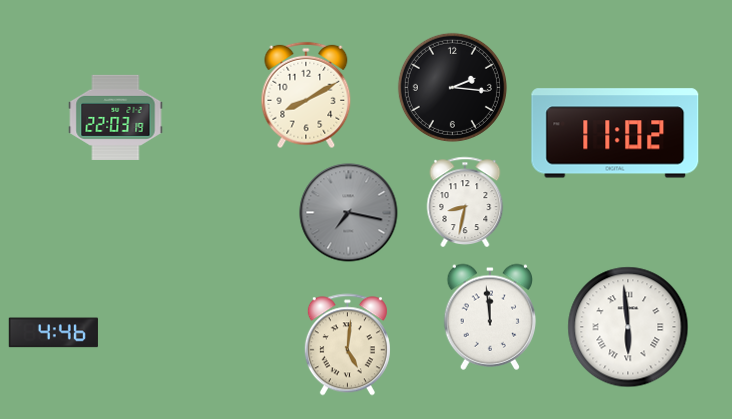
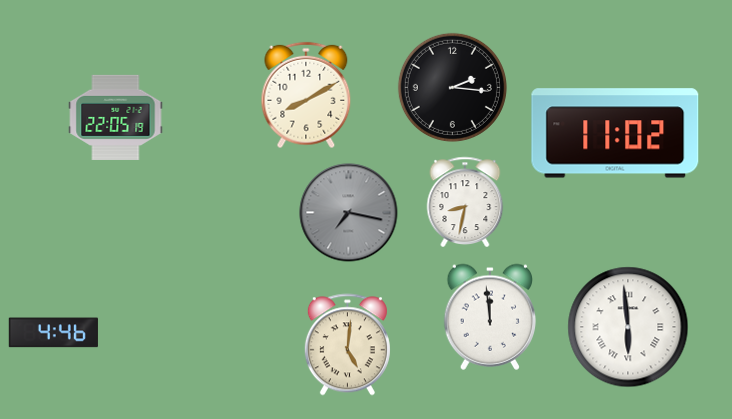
clock at (116, 117): 22:03 -> 22:05
